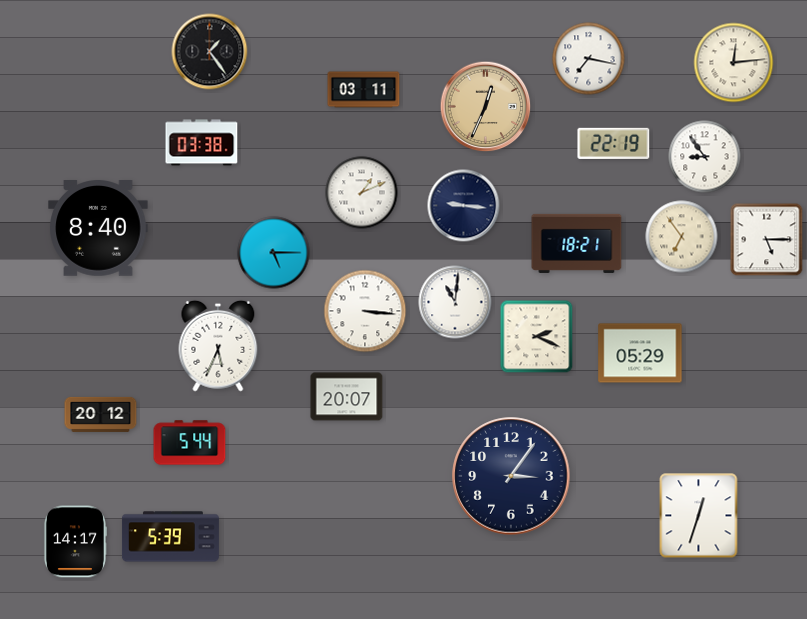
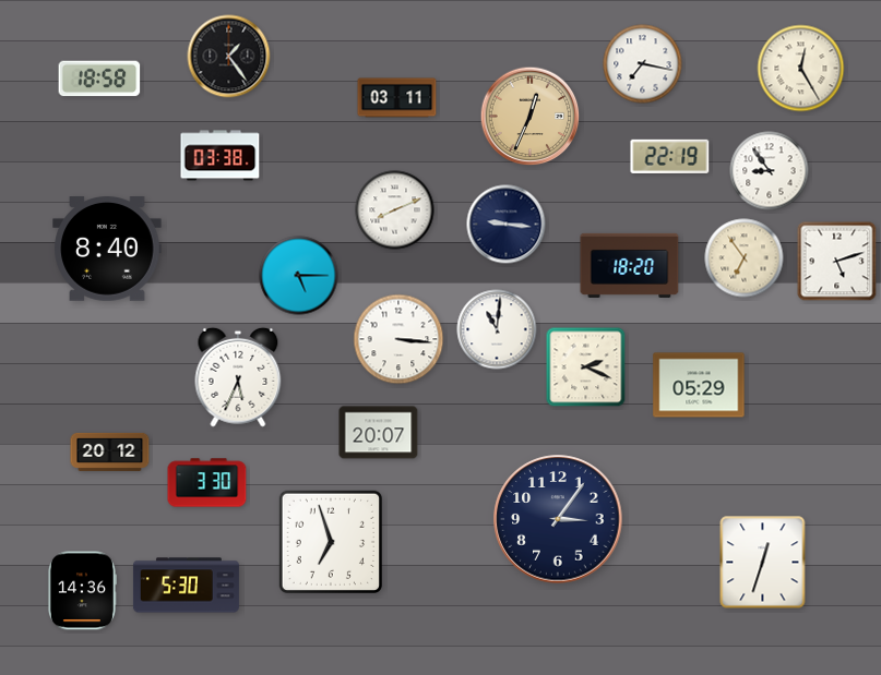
clock at (734, 63): 12:14 -> 12:25
clock at (99, 79): none -> 18:58
clock at (362, 193): 1:11 -> 8:11
clock at (767, 240): 5:15 -> 5:12
clock at (577, 243): 18:21 -> 18:20
clock at (190, 443): 5:44 -> 3:30
clock at (330, 541): none -> 6:57
clock at (170, 537): 5:39 -> 5:30
clock at (75, 542): 14:17 -> 14:36
